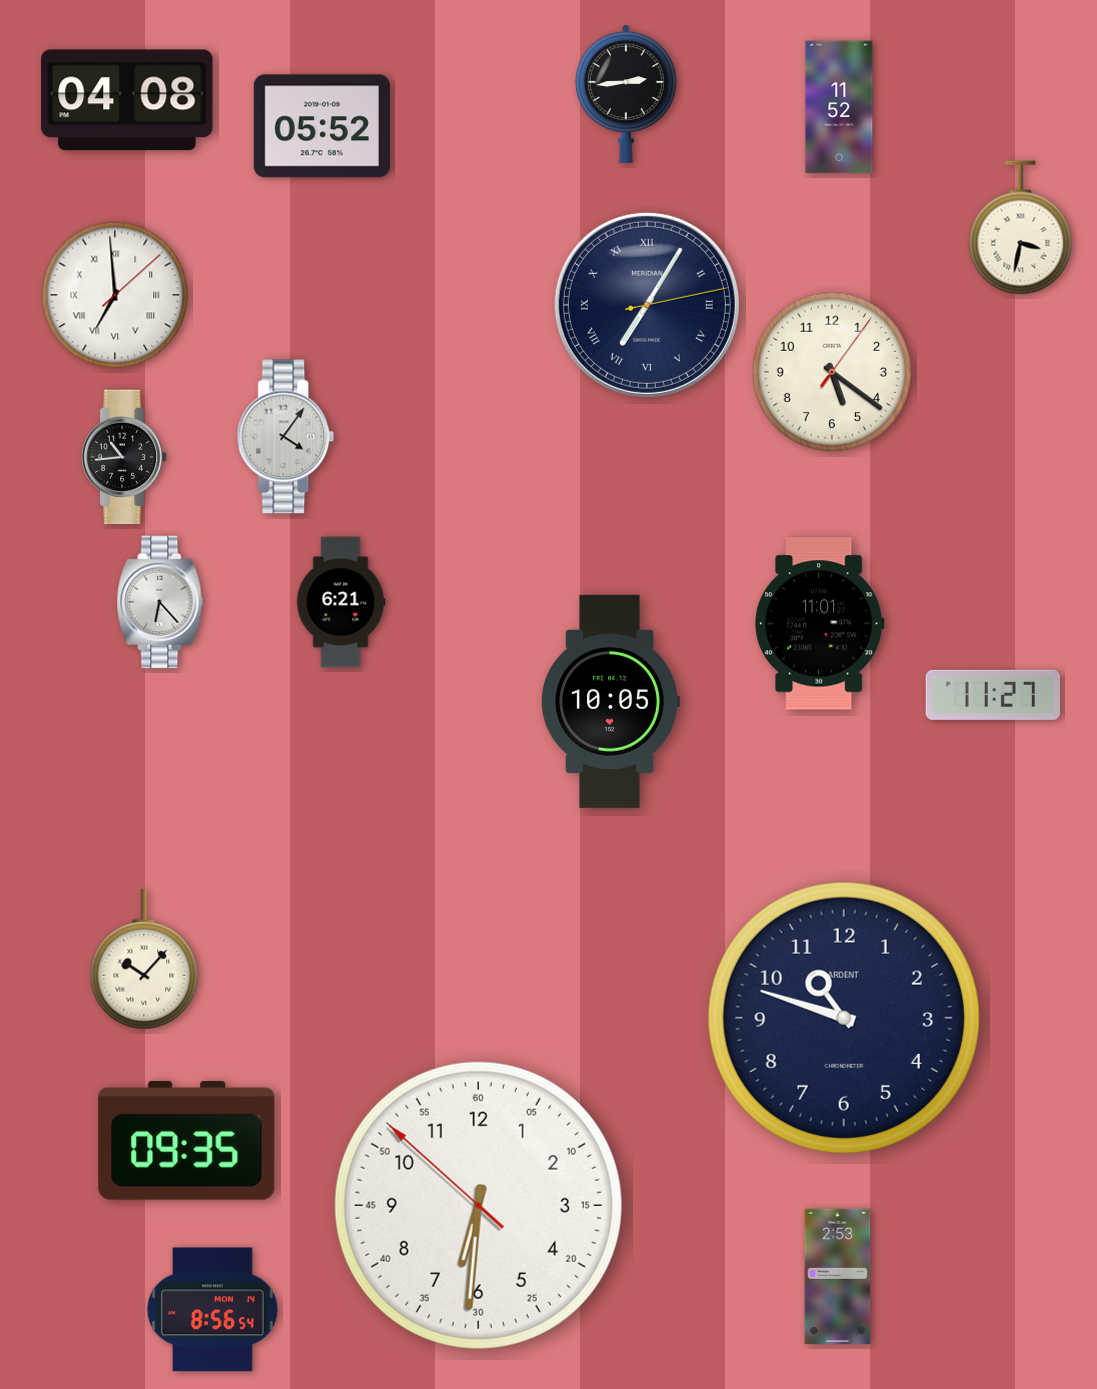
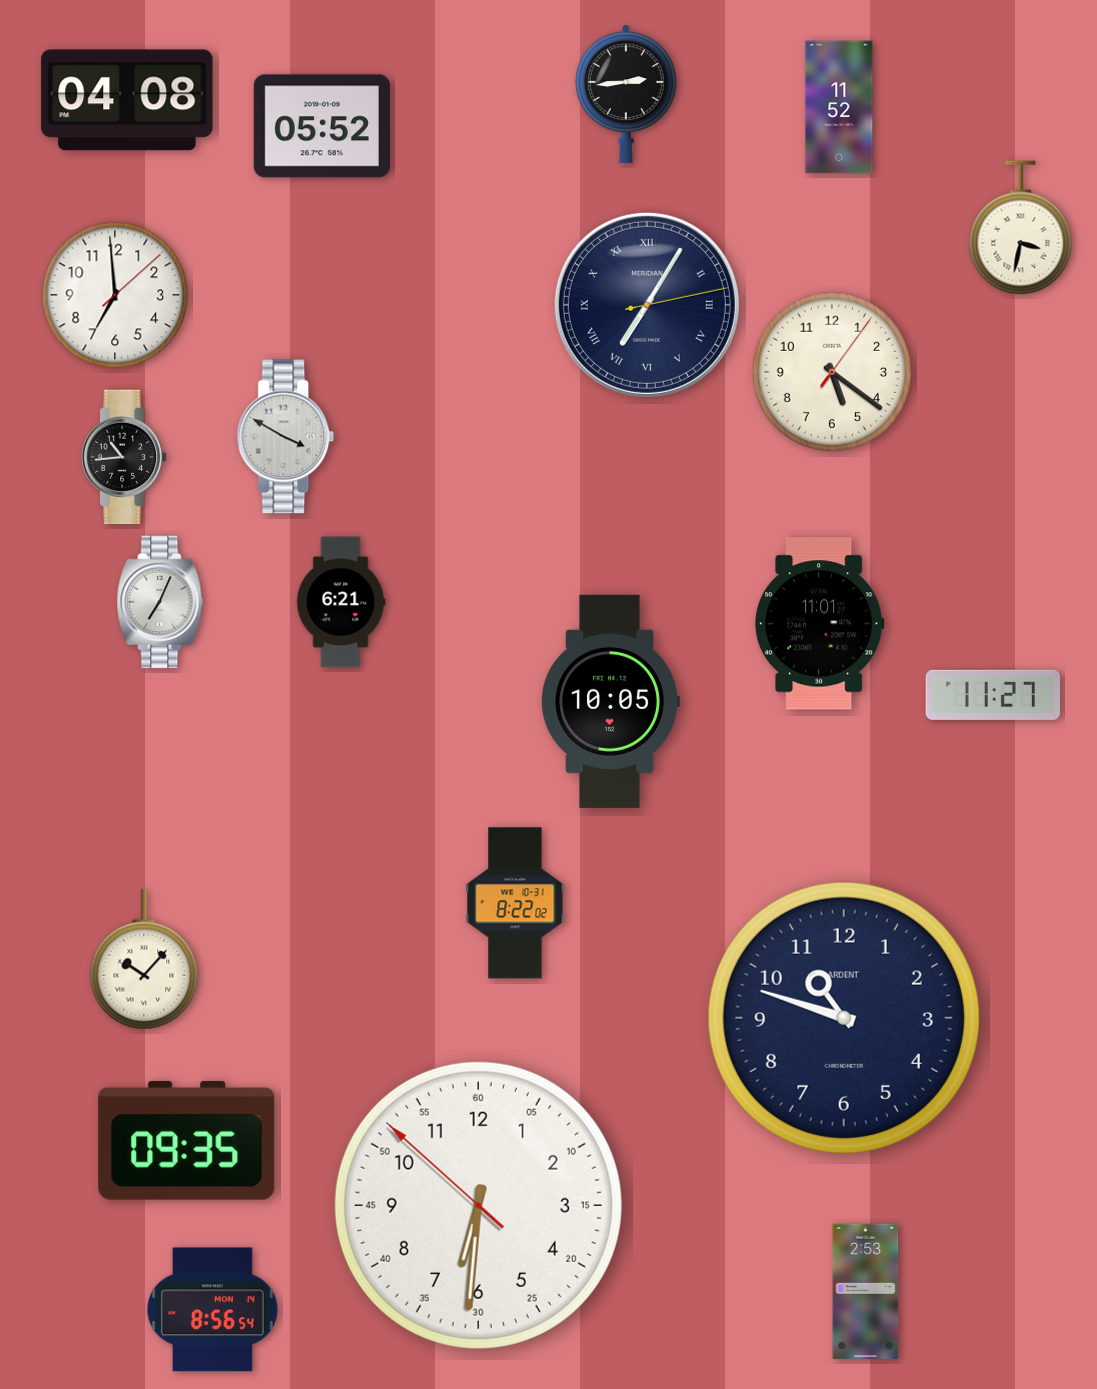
clock at (115, 295) numerals: Roman -> Arabic
clock at (286, 437): 4:06 -> 3:50
clock at (160, 602): 6:23 -> 7:04
clock at (515, 903): none -> 8:22
clock at (838, 1277) position: (838, 1277) -> (866, 1292)
